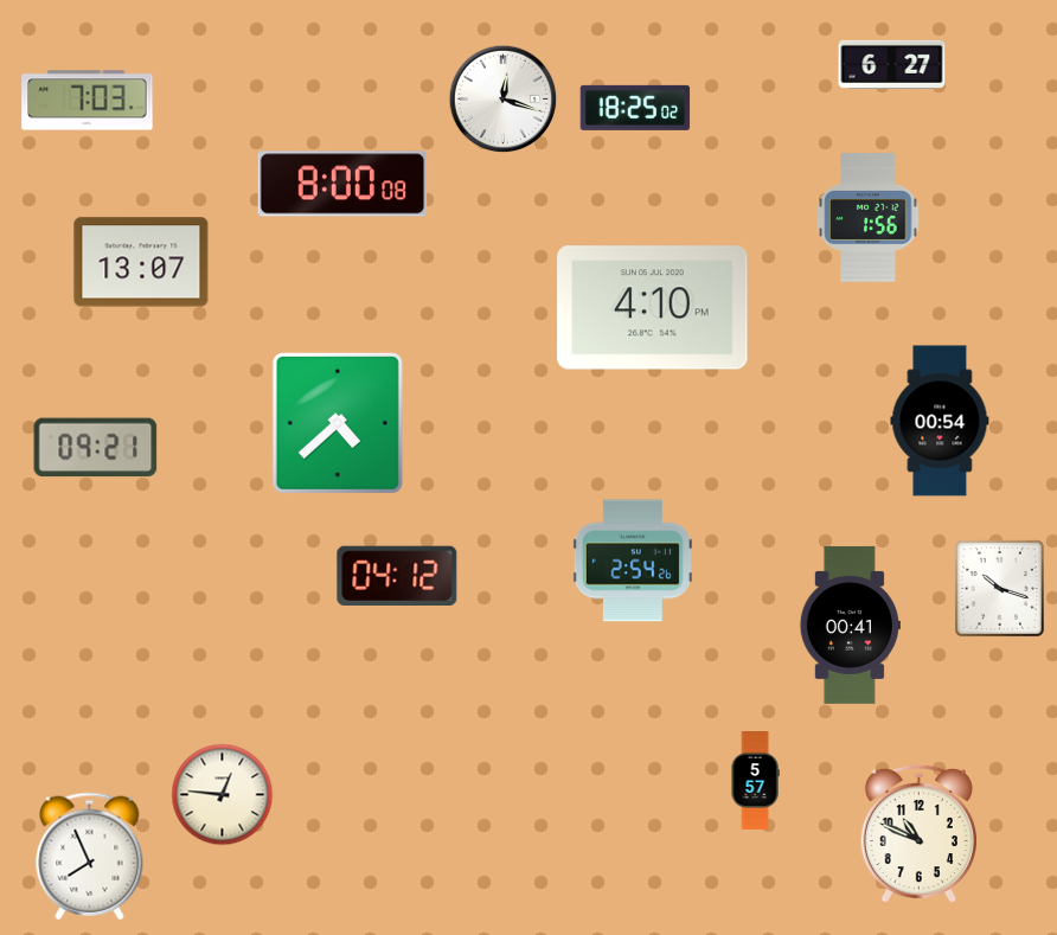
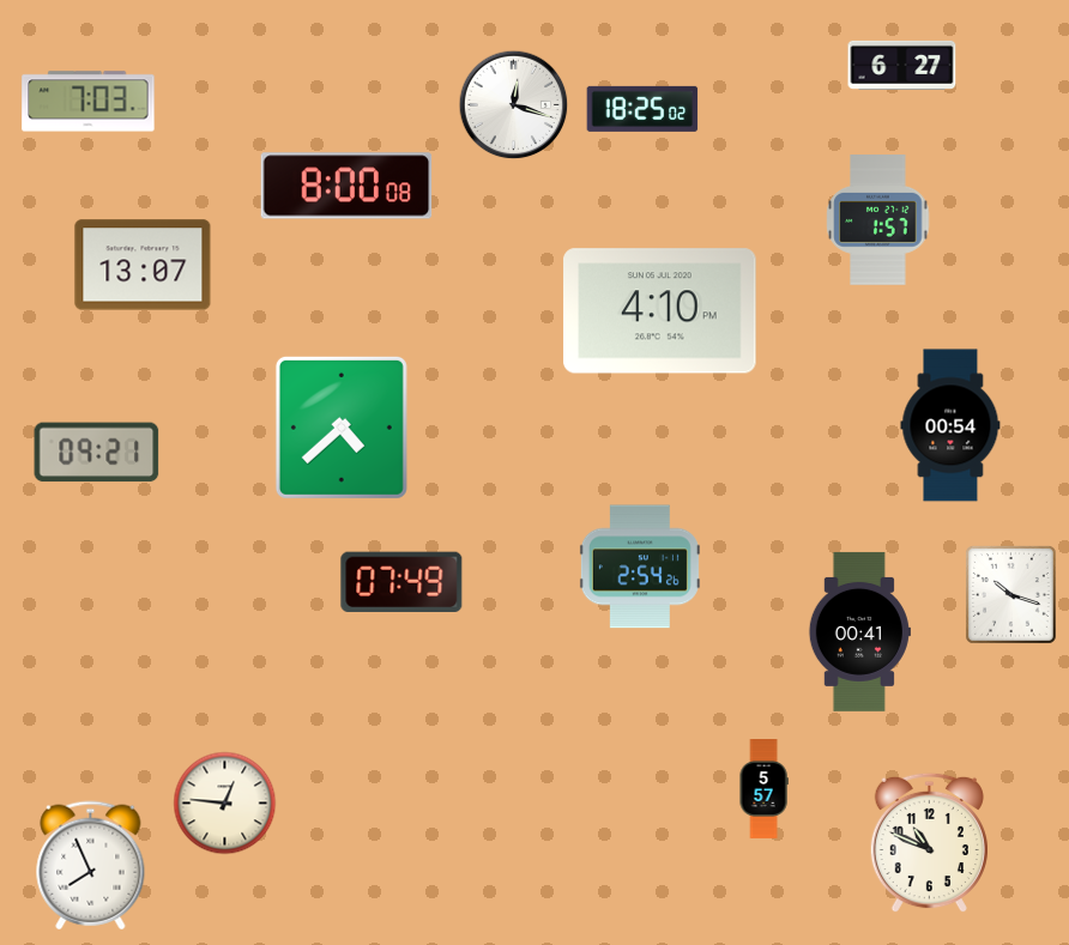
clock at (504, 100) position: (504, 100) -> (514, 105)
clock at (869, 218): 1:56 -> 1:57
clock at (397, 575): 04:12 -> 07:49
